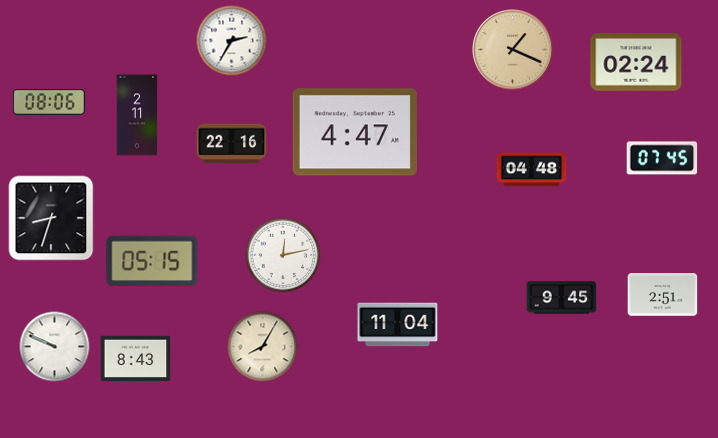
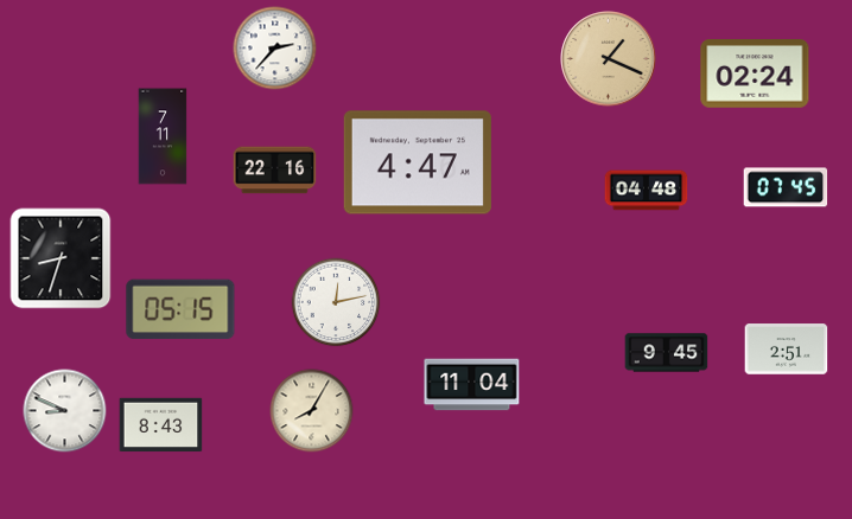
clock at (232, 41): 2:35 -> 2:37
clock at (49, 102): 08:06 -> none
clock at (137, 115): 2:11 -> 7:11
clock at (355, 132) position: (355, 132) -> (418, 162)
clock at (532, 170) position: (532, 170) -> (647, 191)
clock at (55, 347): 9:49 -> 8:49
